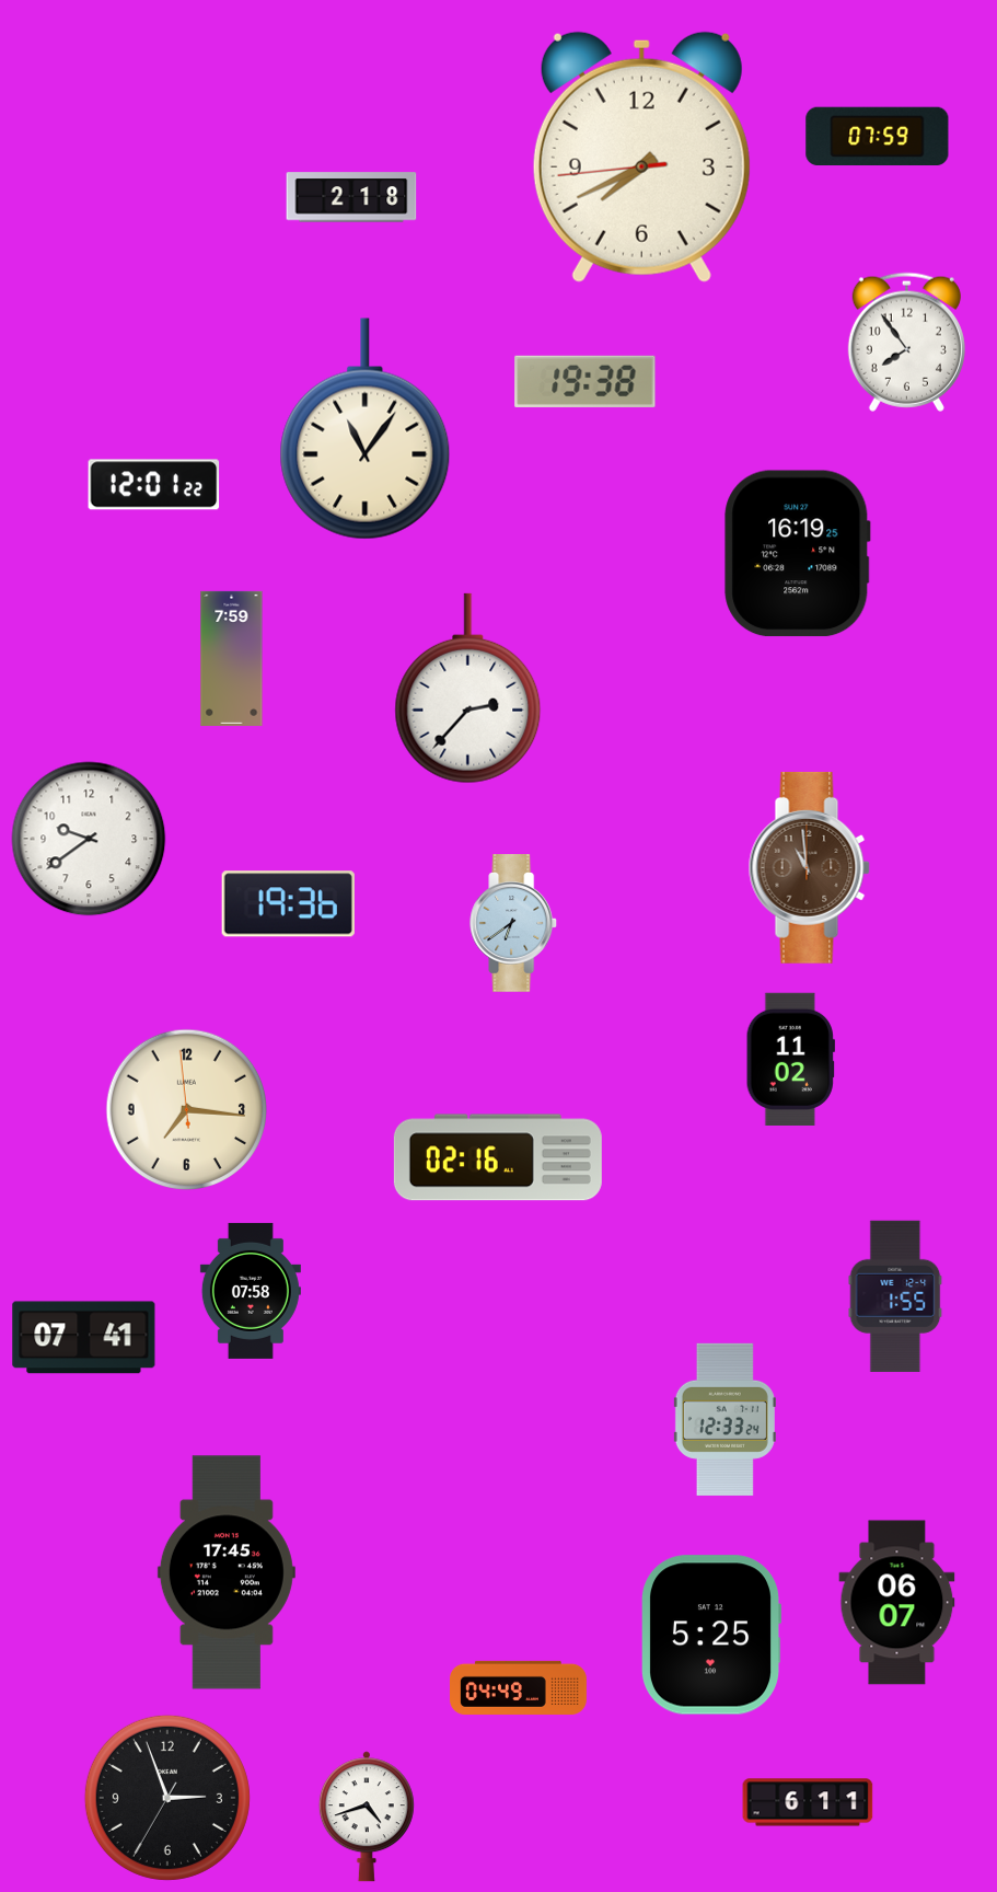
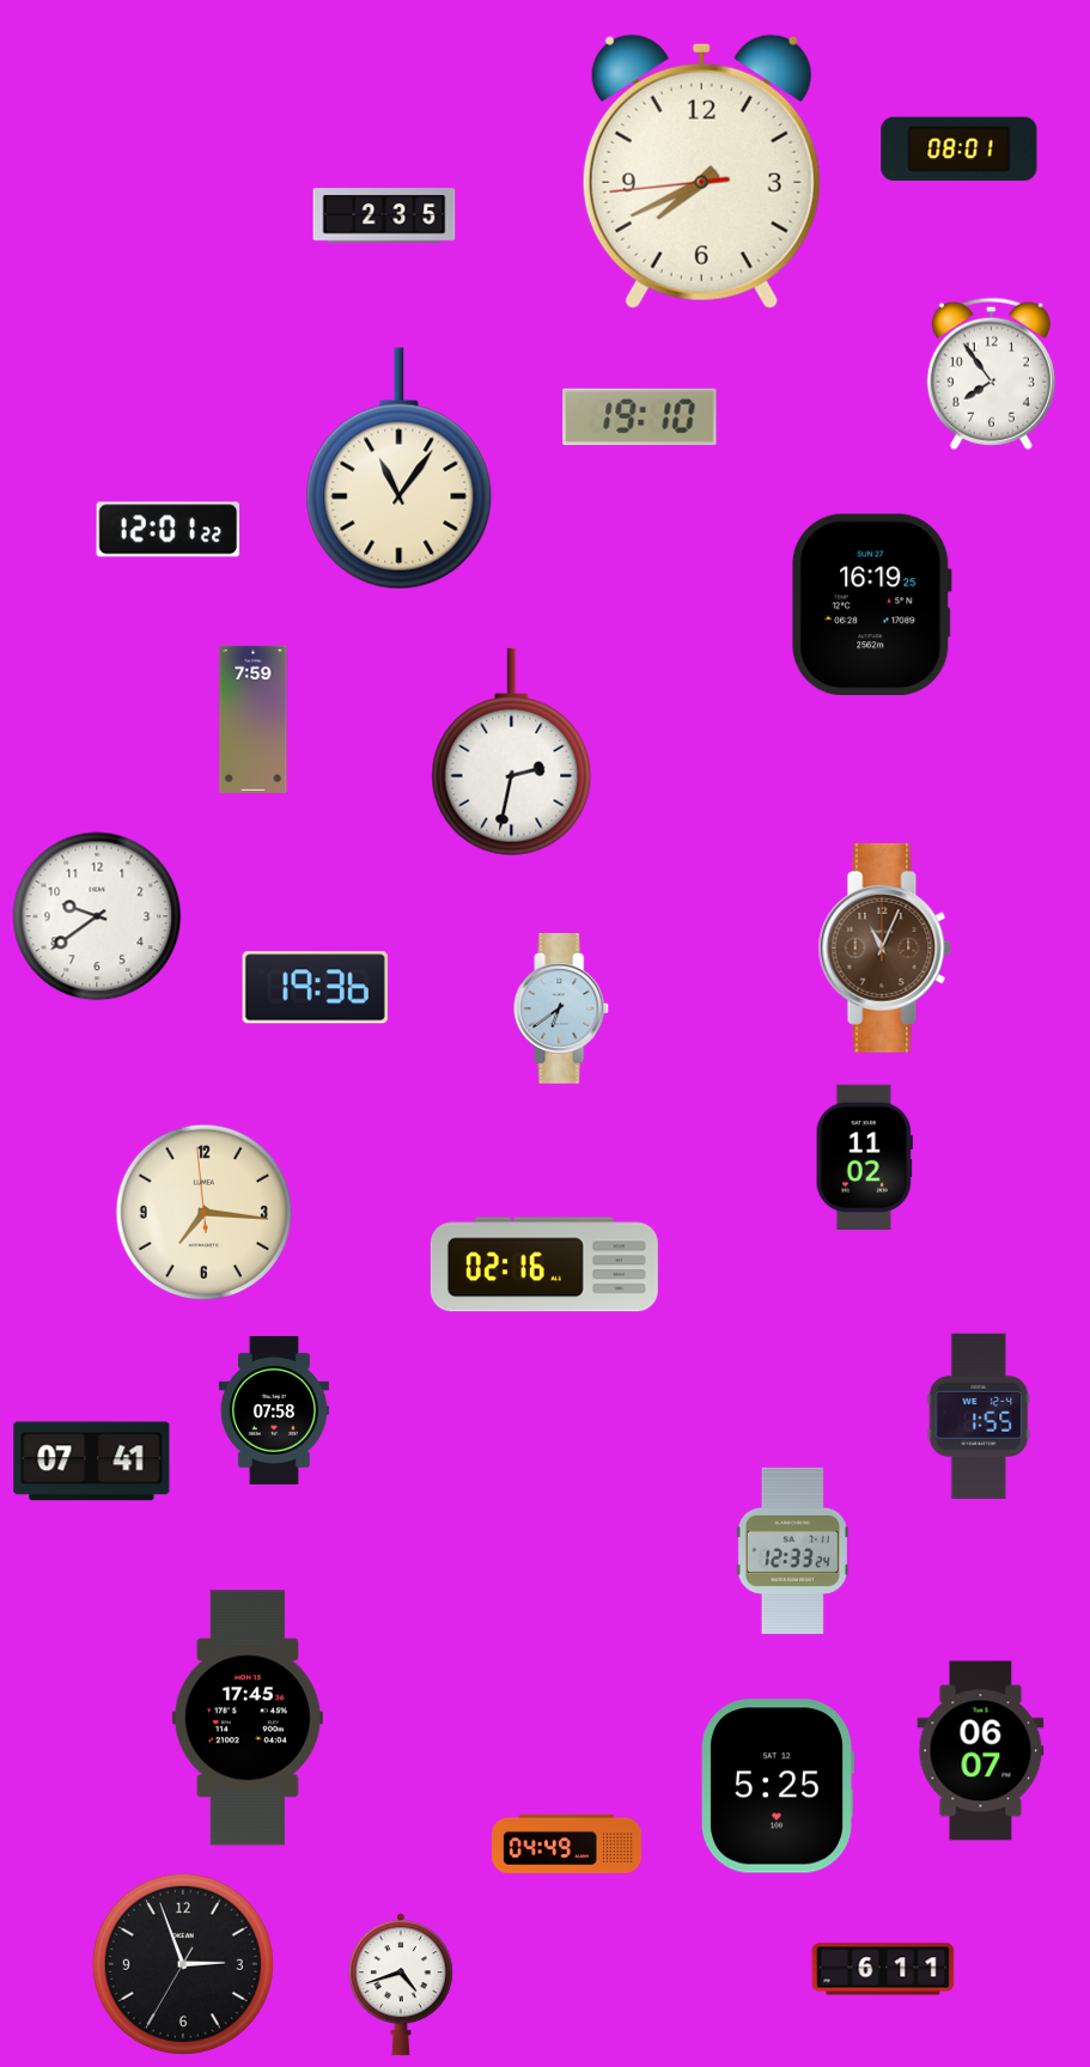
clock at (878, 137): 07:59 -> 08:01
clock at (351, 197): 2:18 -> 2:35
clock at (586, 381): 19:38 -> 19:10
clock at (468, 689): 2:37 -> 2:32
clock at (809, 867): 10:59 -> 11:04
